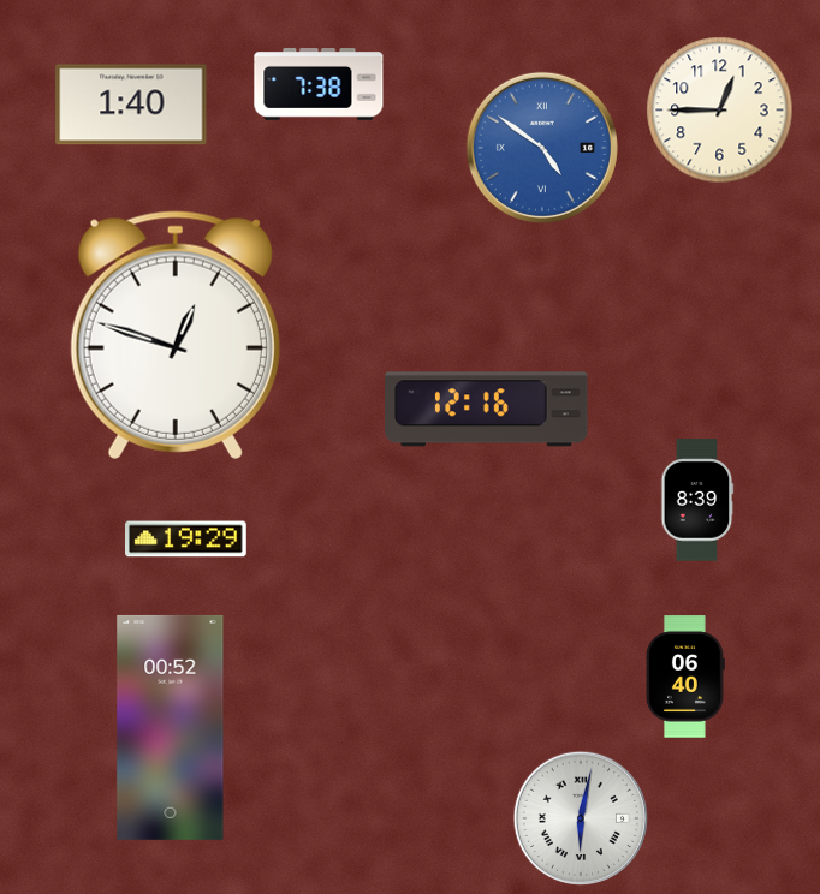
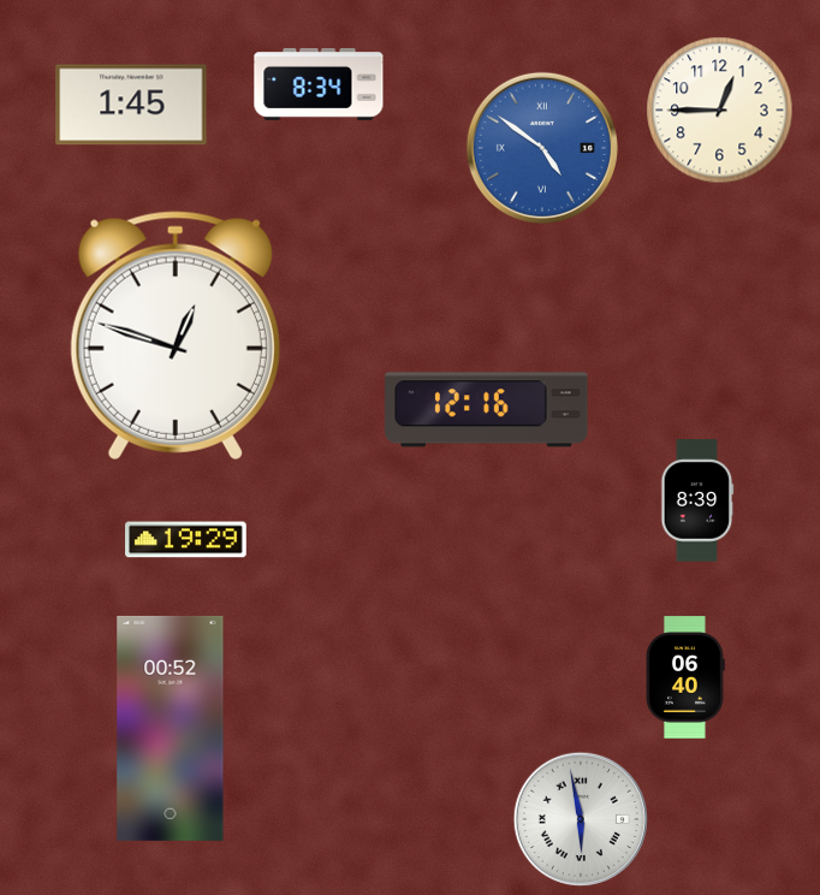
clock at (319, 85): 7:38 -> 8:34
clock at (131, 105): 1:40 -> 1:45
clock at (581, 818): 6:02 -> 5:58
